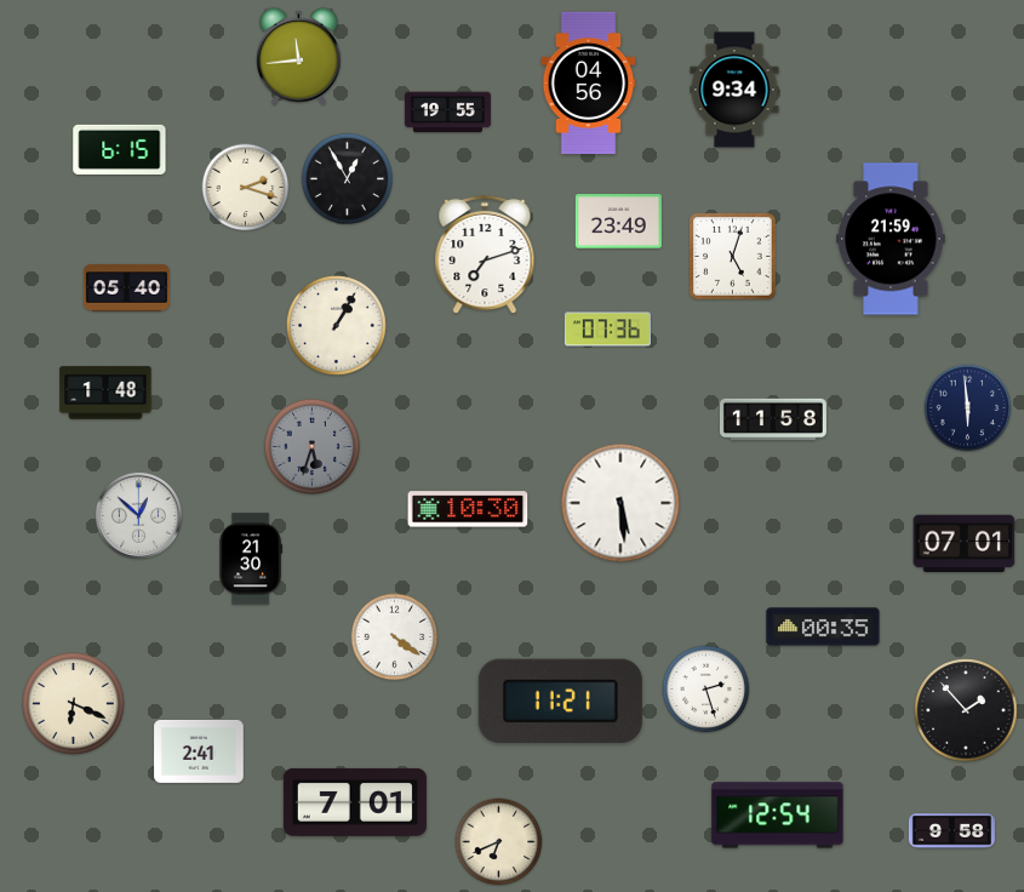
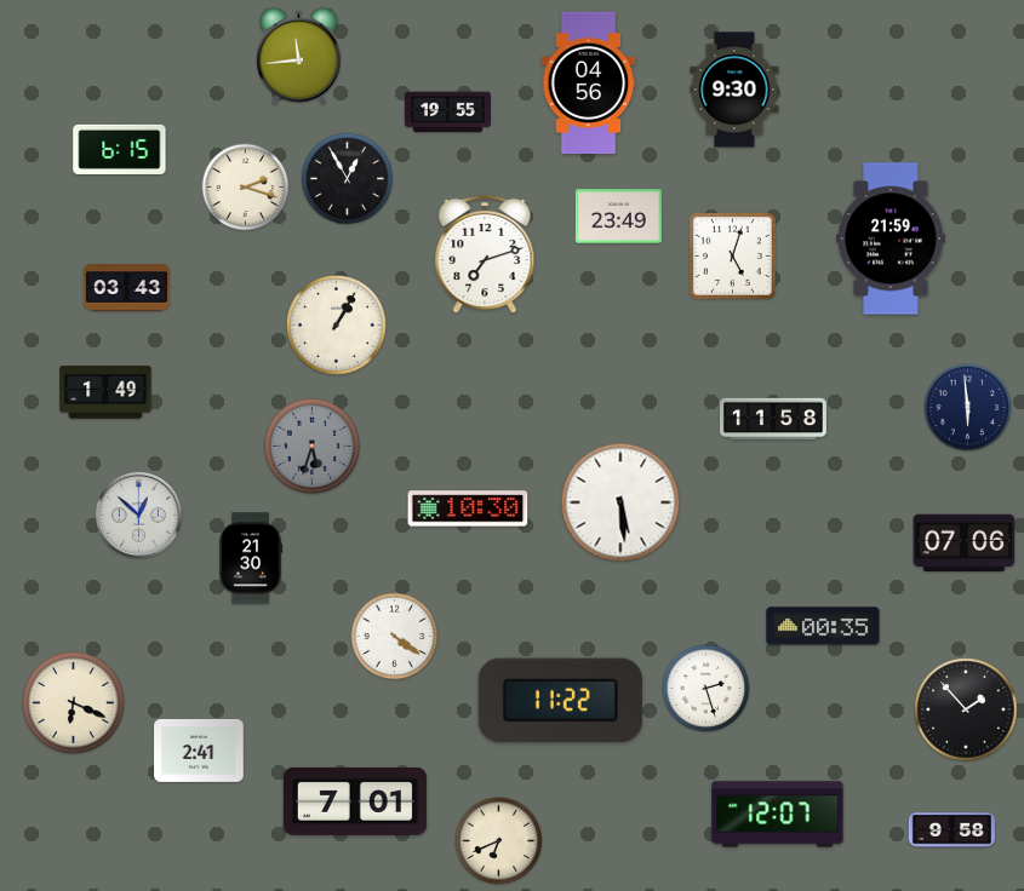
clock at (734, 90): 9:34 -> 9:30
clock at (618, 222) position: (618, 222) -> (618, 217)
clock at (126, 288): 05:40 -> 03:43
clock at (607, 330): 07:36 -> none
clock at (105, 393): 1:48 -> 1:49
clock at (965, 543): 07:01 -> 07:06
clock at (560, 701): 11:21 -> 11:22
clock at (778, 816): 12:54 -> 12:07
